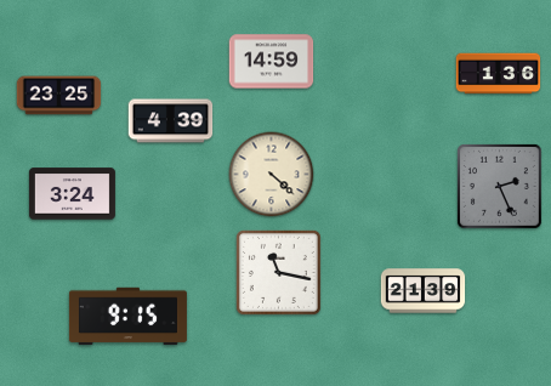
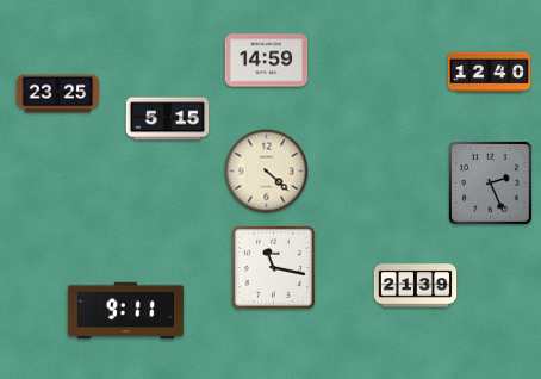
clock at (499, 74): 1:36 -> 12:40
clock at (171, 121): 4:39 -> 5:15
clock at (72, 194): 3:24 -> none
clock at (127, 317): 9:15 -> 9:11
